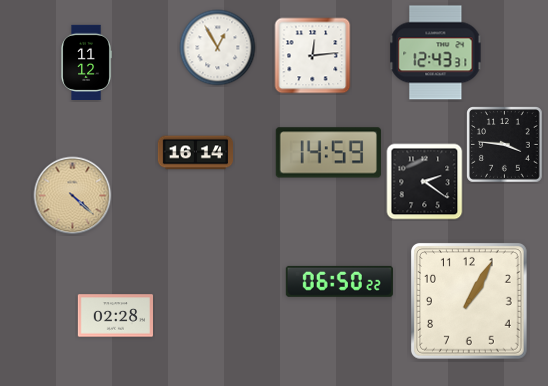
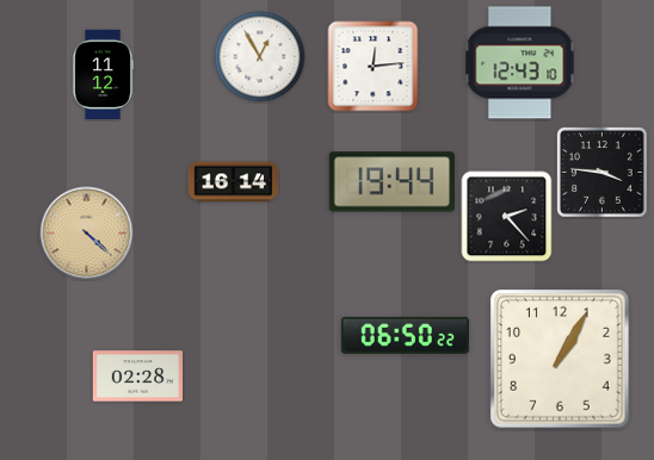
clock at (436, 53): 12:43:31 -> 12:43:10
clock at (328, 153): 14:59 -> 19:44
clock at (425, 182): 2:21 -> 2:23
